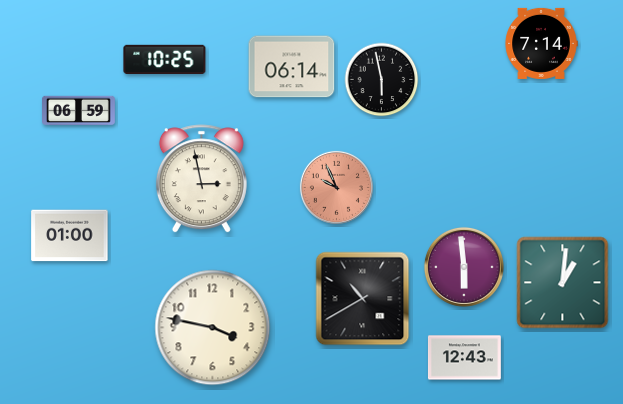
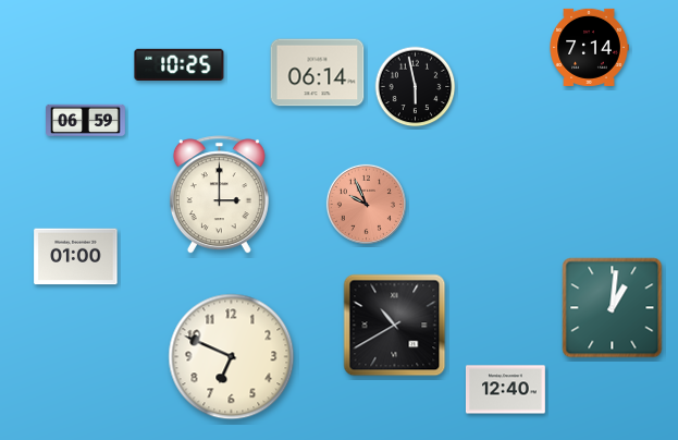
clock at (201, 179): 2:58 -> 3:00
clock at (464, 267): 5:59 -> none
clock at (213, 328): 3:47 -> 6:49
clock at (464, 358): 12:43 -> 12:40
